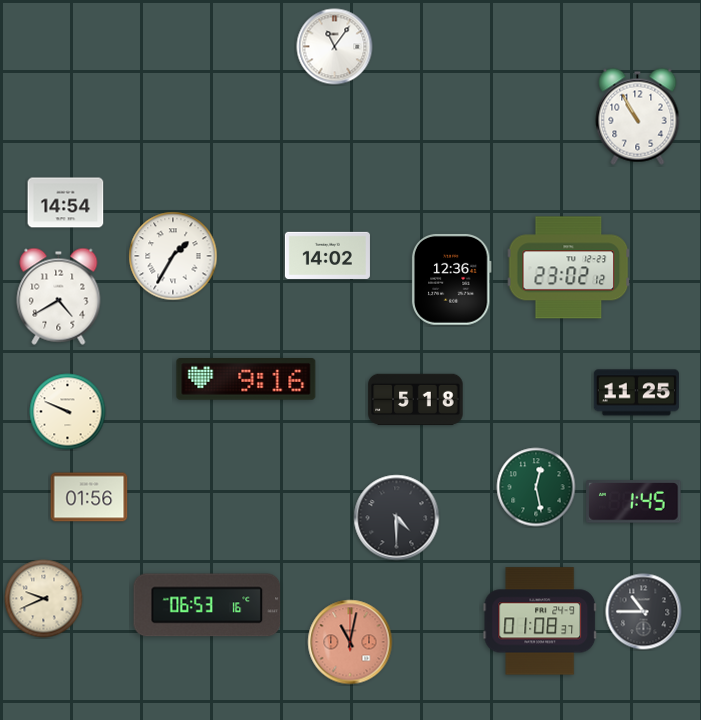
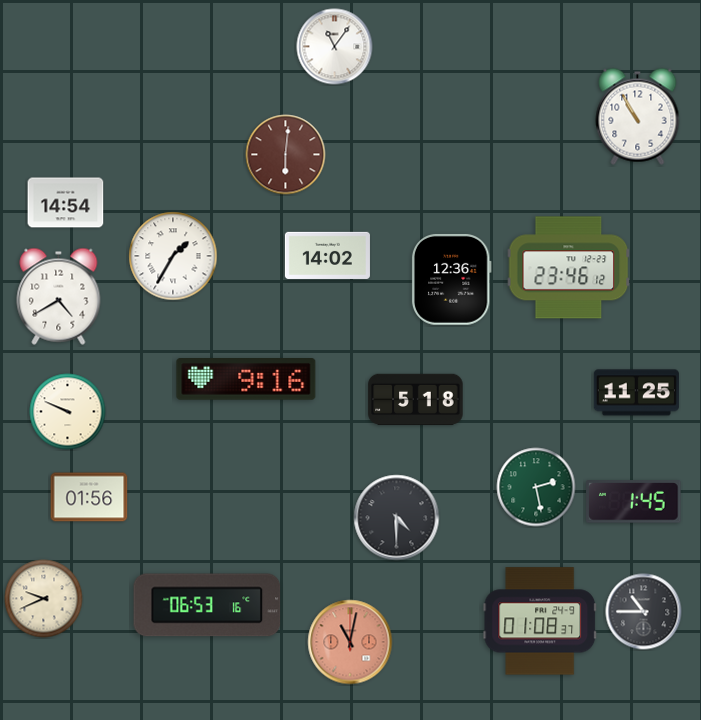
clock at (286, 155): none -> 6:01
clock at (569, 268): 23:02 -> 23:46
clock at (536, 487): 12:28 -> 2:28
